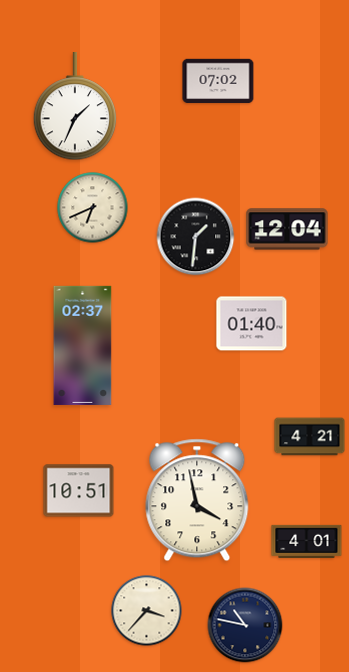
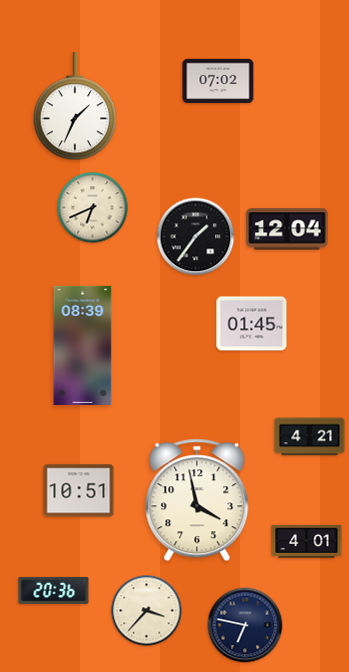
clock at (196, 237): 1:31 -> 1:36
clock at (252, 324): 01:40 -> 01:45
clock at (83, 345): 02:37 -> 08:39
clock at (54, 590): none -> 20:36
clock at (245, 625): 10:47 -> 6:47
